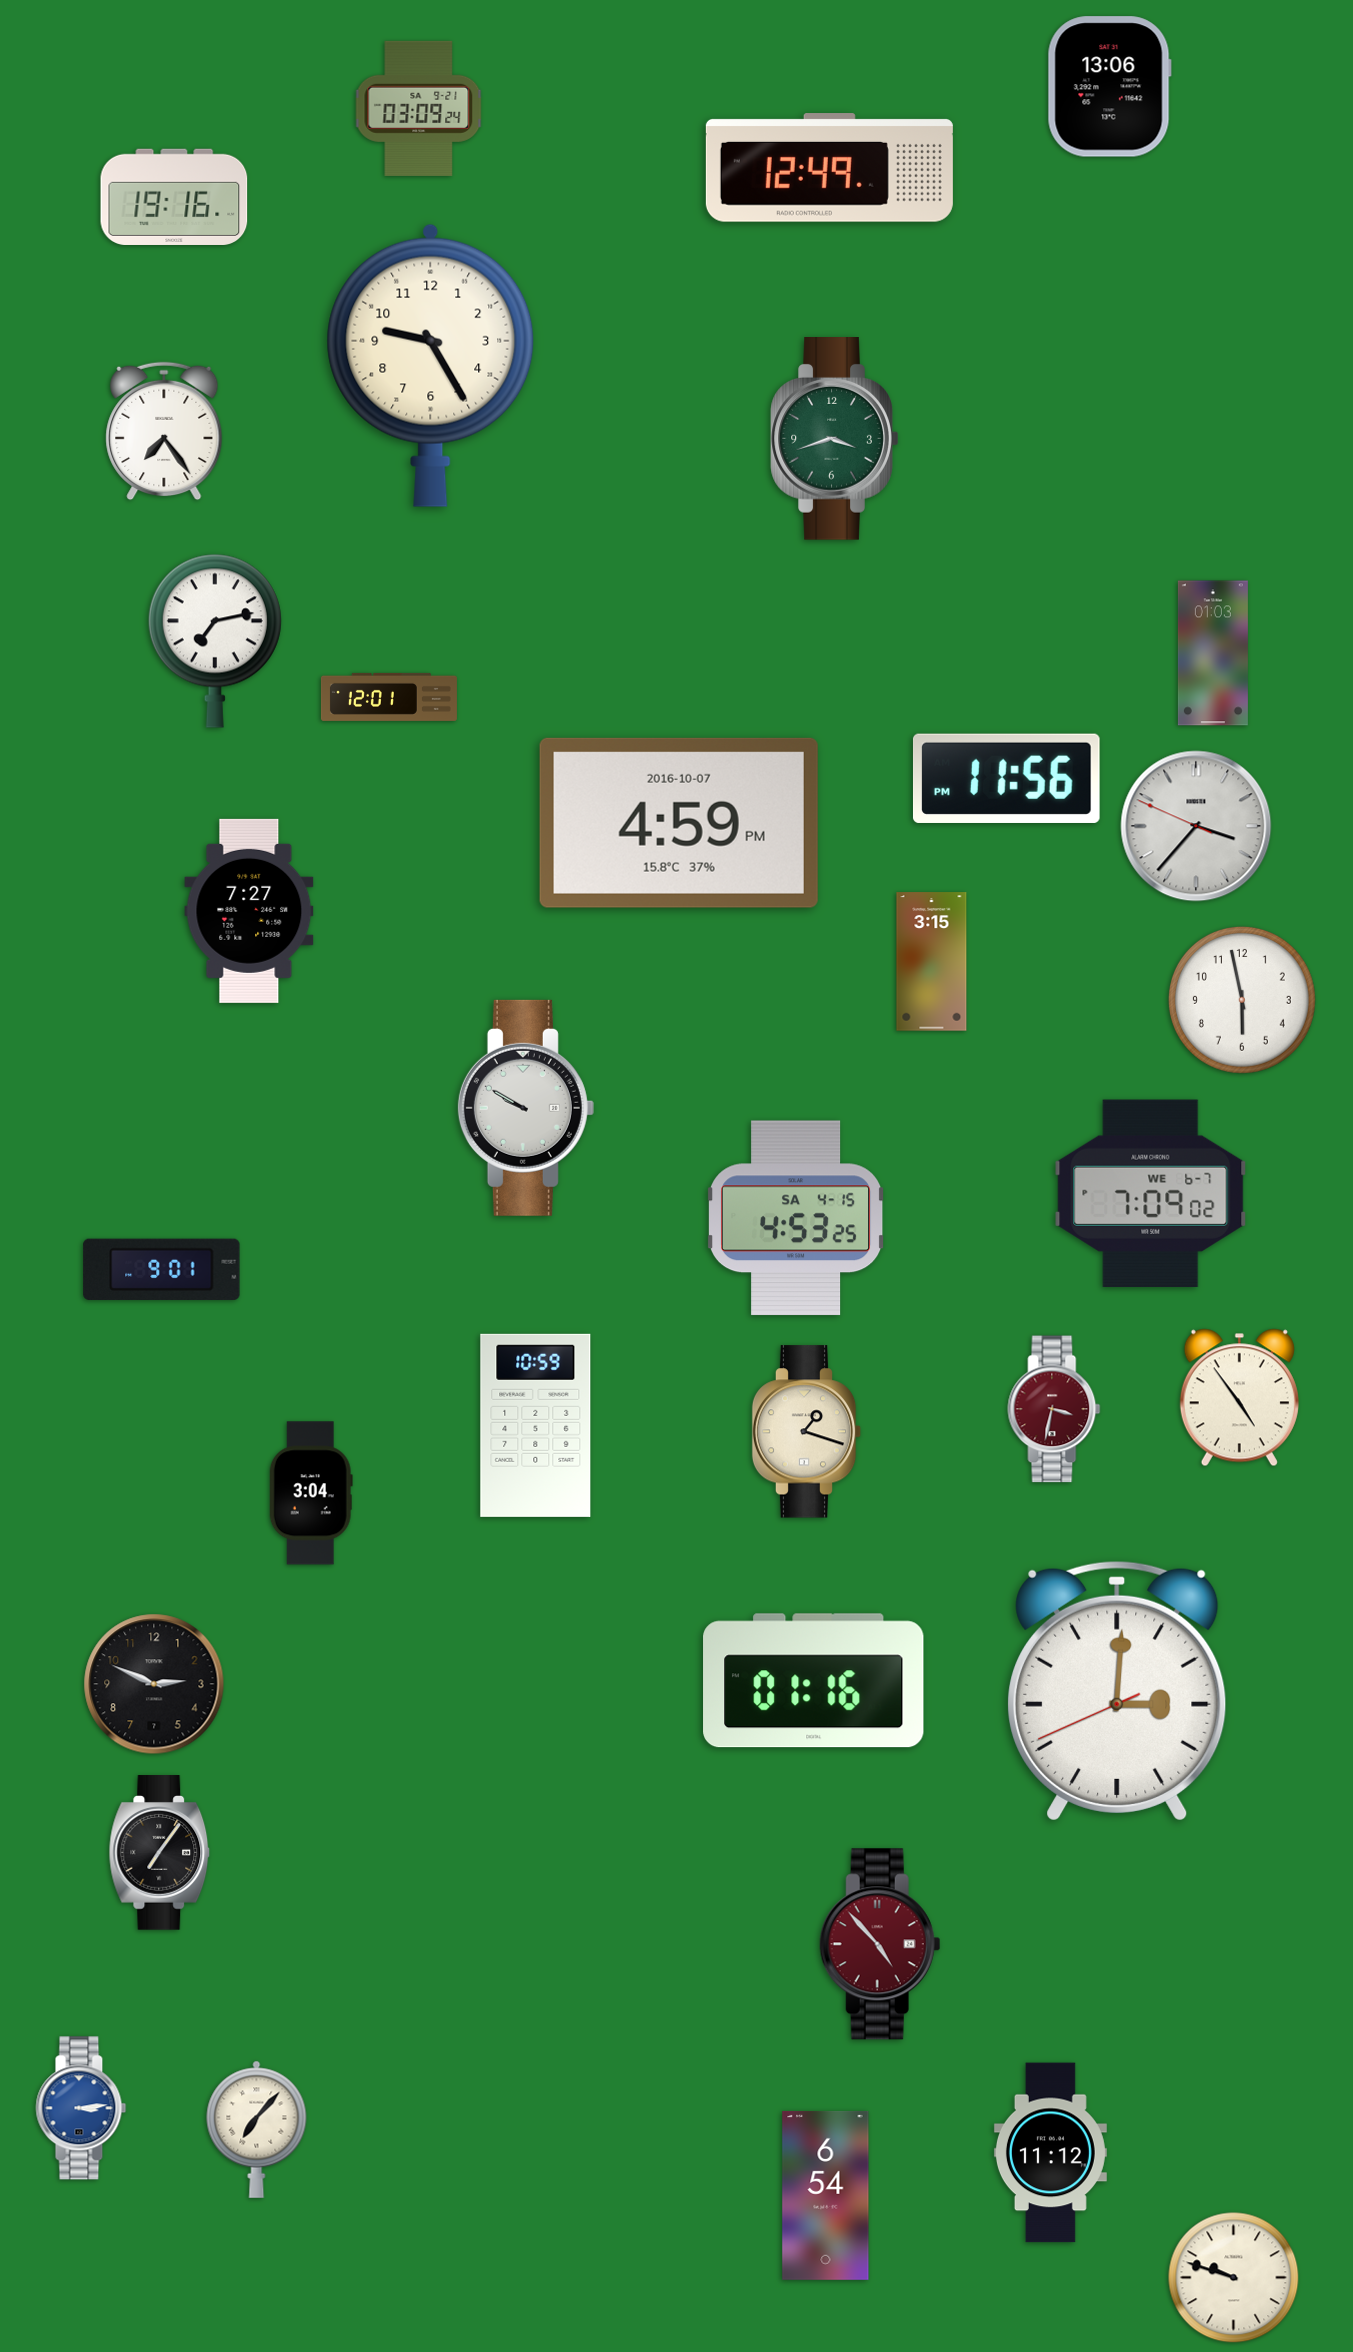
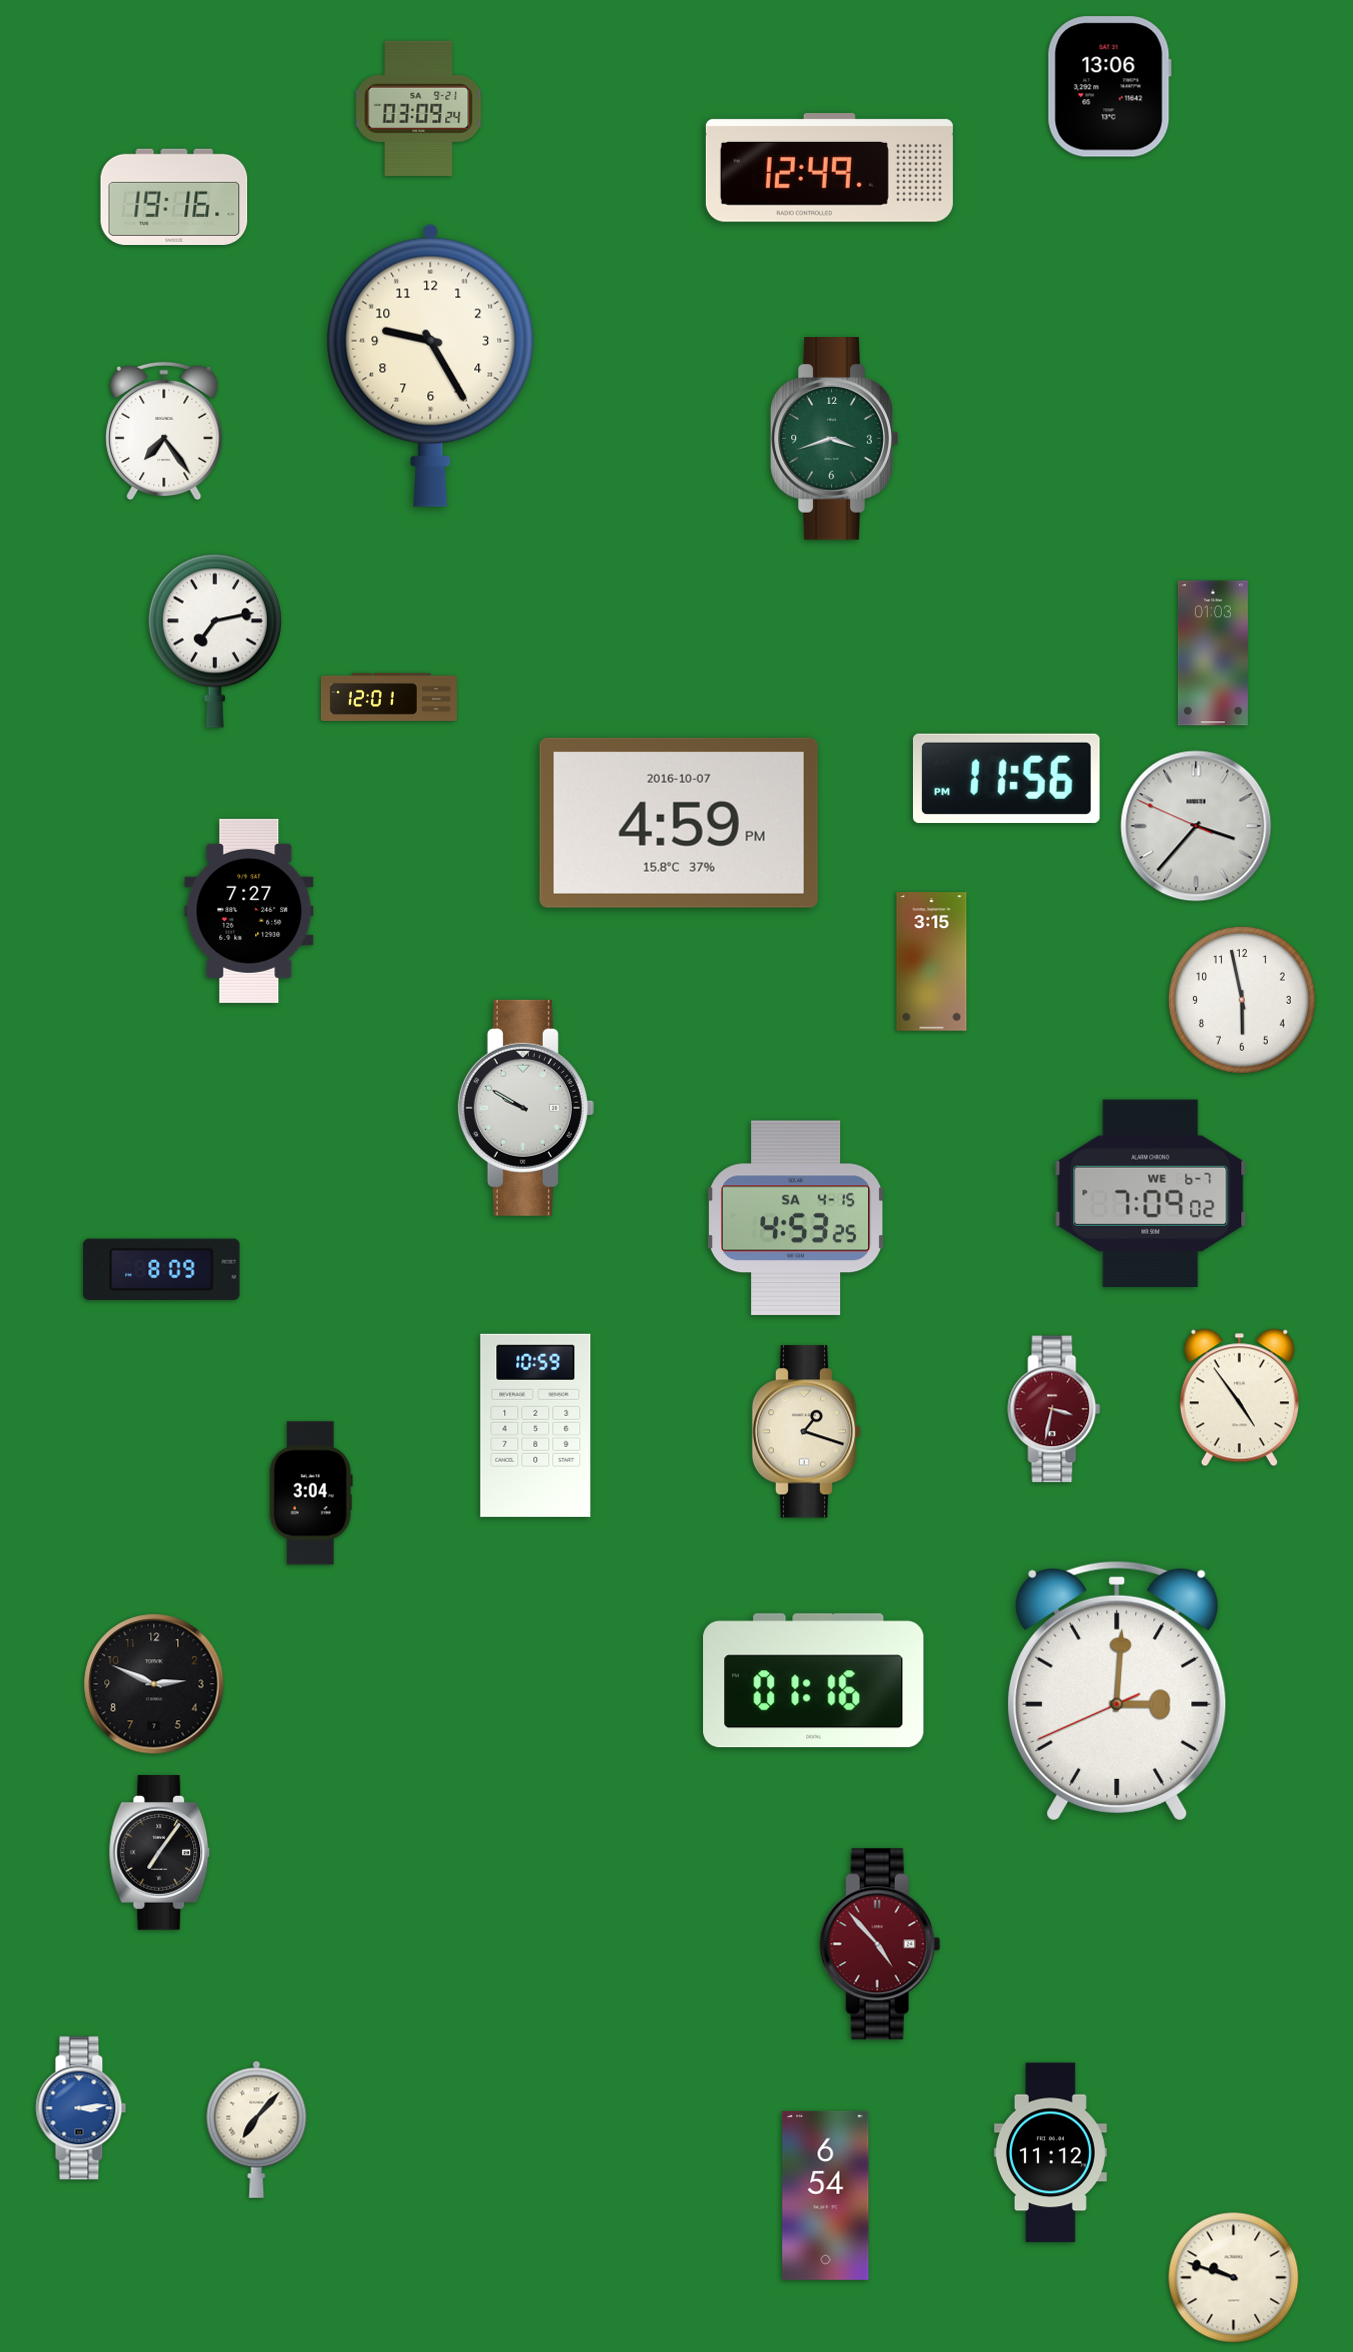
clock at (162, 1269): 9:01 -> 8:09
